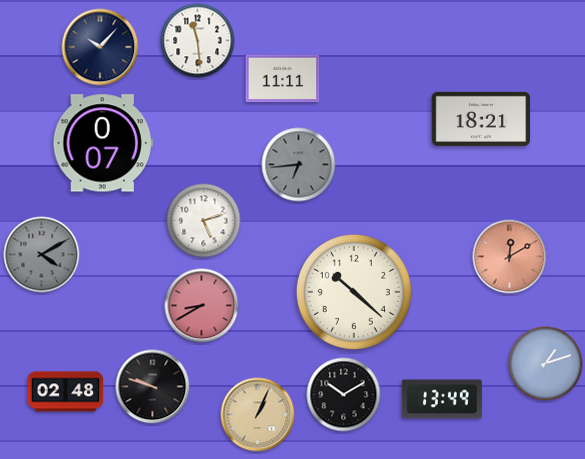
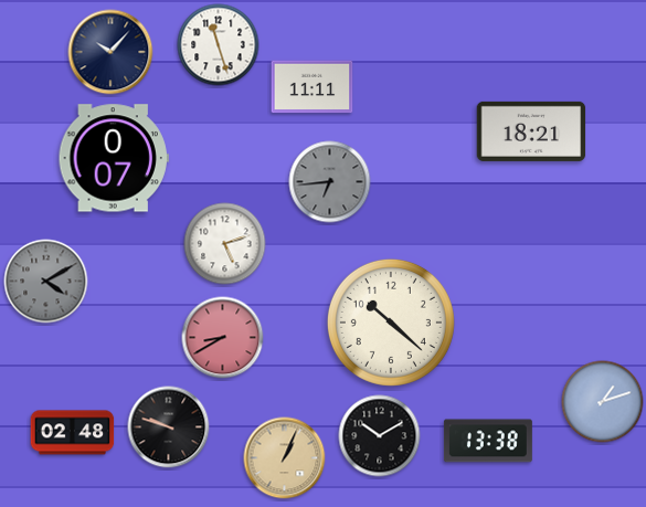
clock at (198, 41): 11:29 -> 11:27
clock at (510, 257): 12:10 -> none
clock at (442, 399): 13:49 -> 13:38
